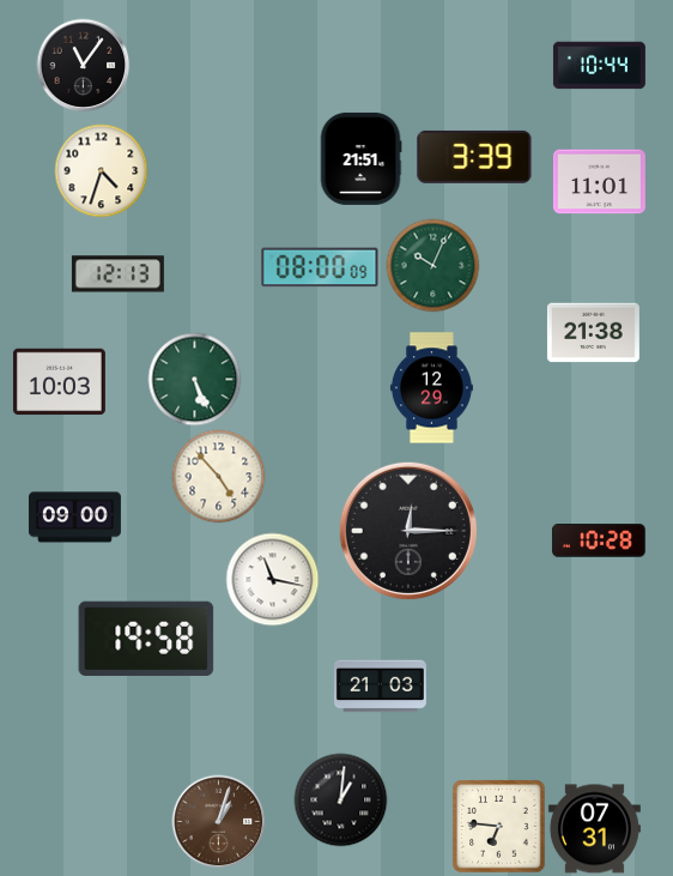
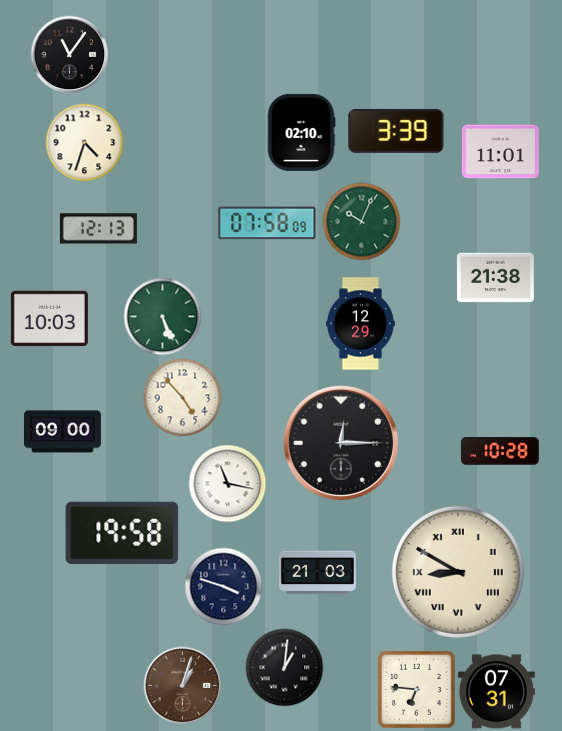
clock at (599, 66): 10:44 -> none
clock at (360, 158): 21:51 -> 02:10
clock at (320, 267): 08:00 -> 07:58
clock at (458, 572): none -> 8:50
clock at (223, 586): none -> 3:48
